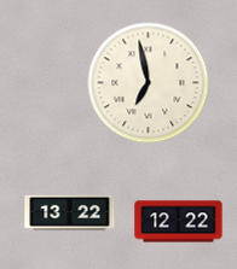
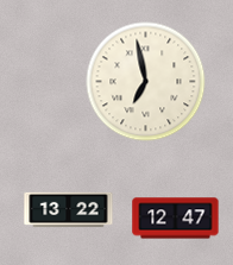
clock at (179, 222): 12:22 -> 12:47
